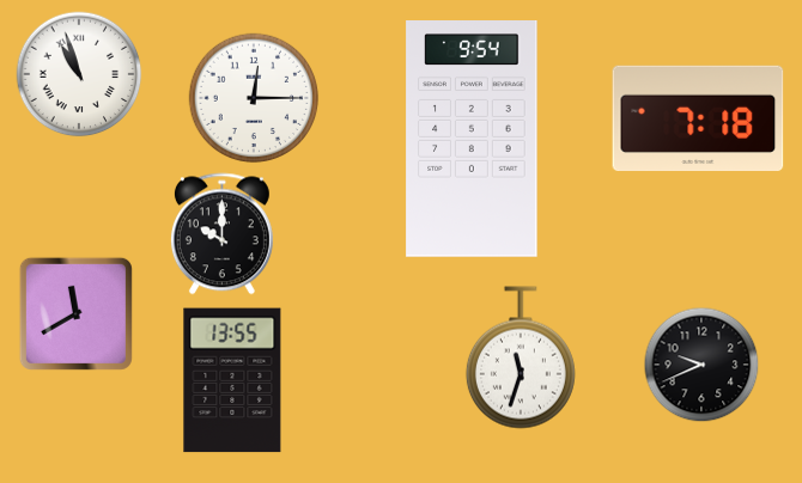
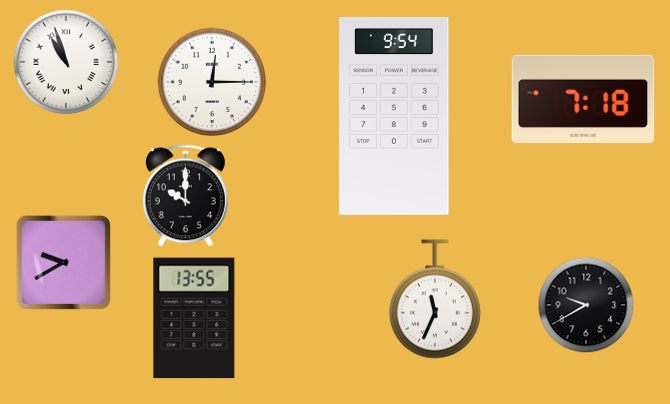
clock at (75, 313): 11:40 -> 9:40
clock at (521, 357): 11:33 -> 11:34
clock at (701, 365): 9:41 -> 9:40
